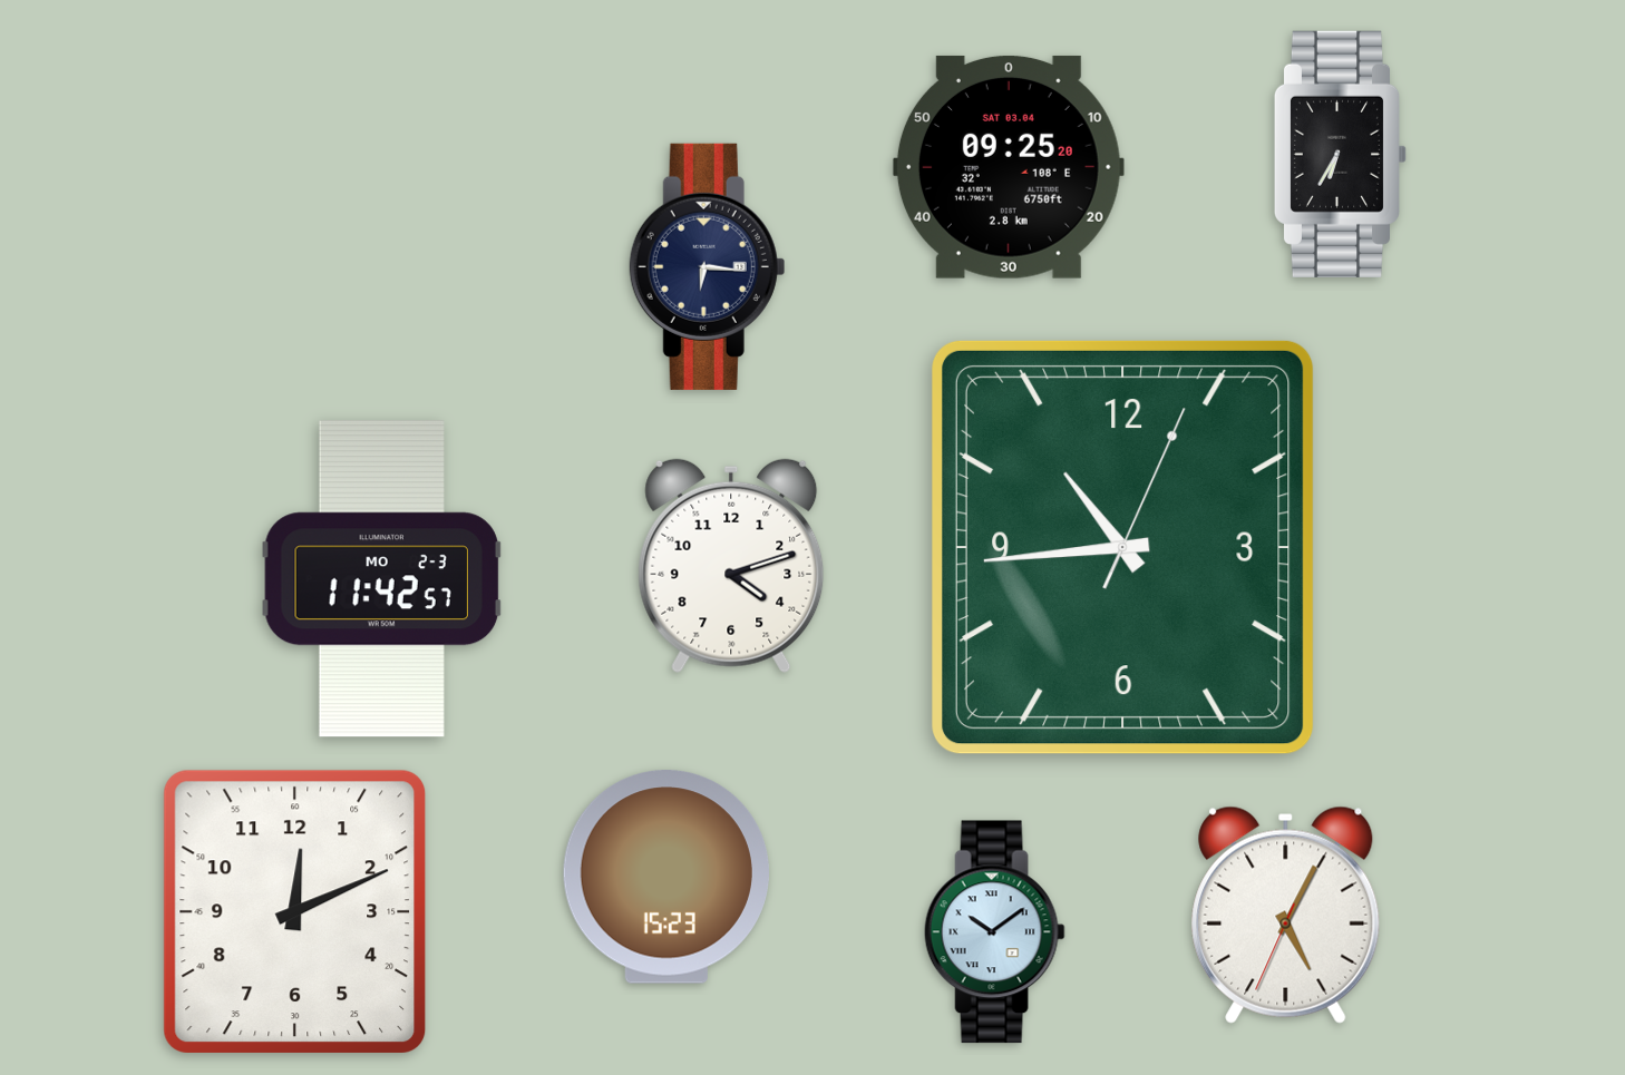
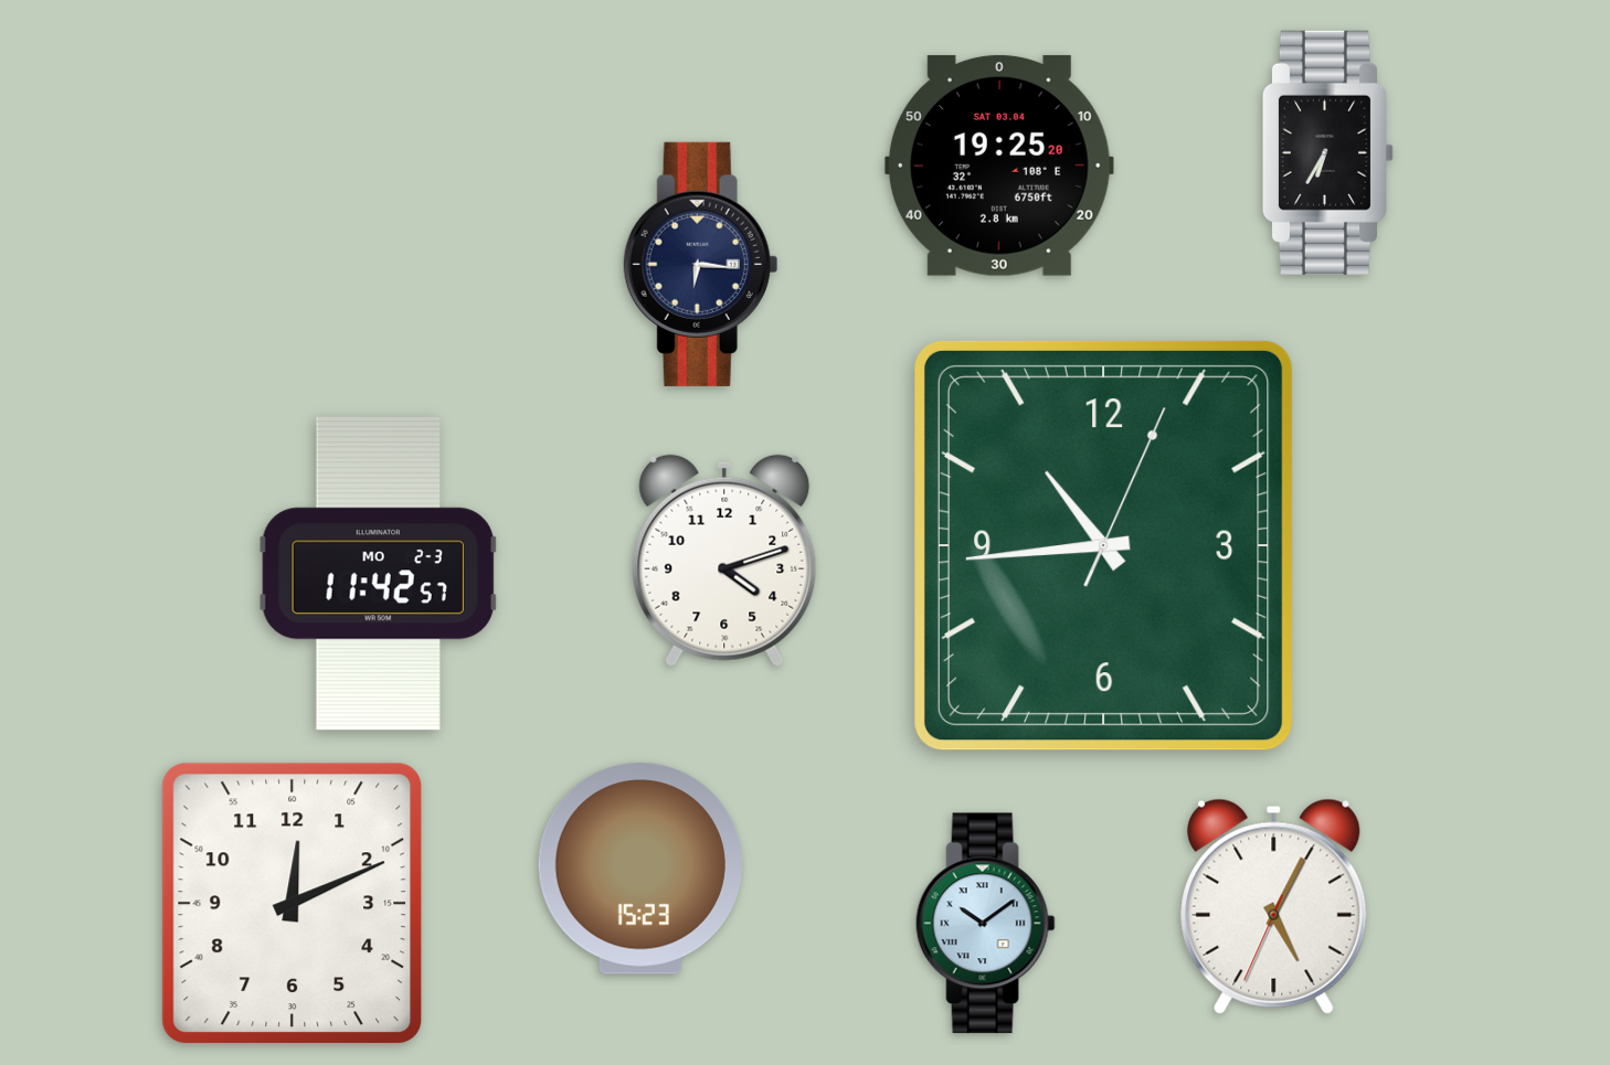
clock at (1009, 167): 09:25 -> 19:25
clock at (1122, 547) position: (1122, 547) -> (1103, 545)
clock at (666, 877) position: (666, 877) -> (640, 869)
